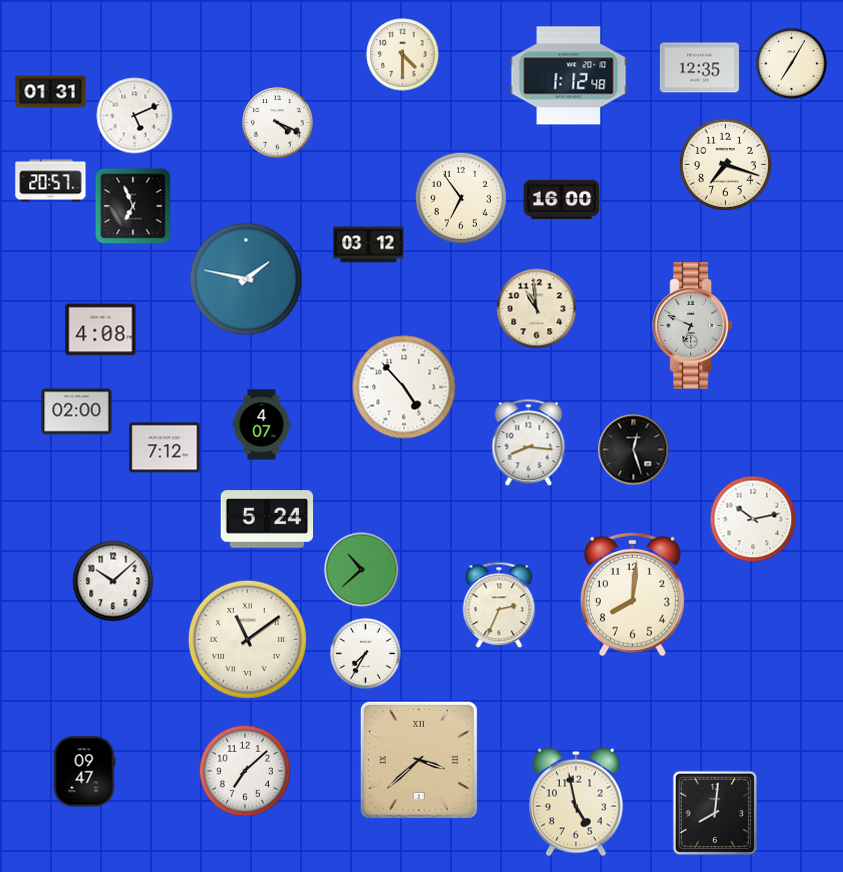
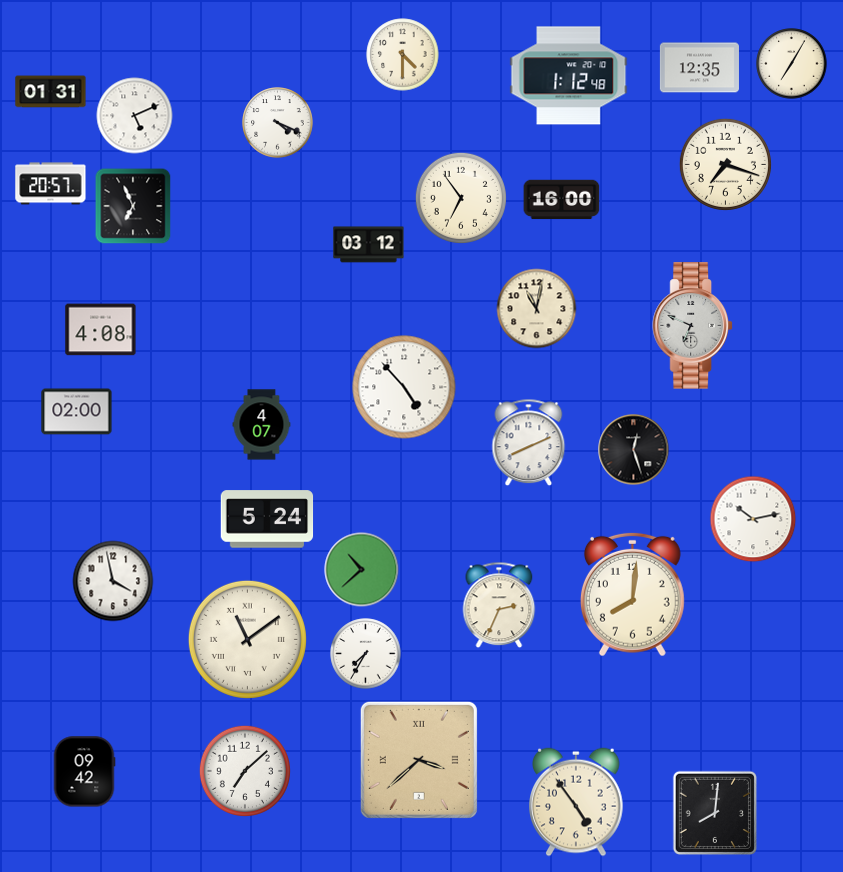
clock at (51, 181) position: (51, 181) -> (51, 184)
clock at (246, 279): 1:47 -> none
clock at (537, 309): 10:59 -> 11:02
clock at (529, 443): 8:16 -> 8:11
clock at (165, 448): 7:12 -> none
clock at (113, 581): 10:08 -> 3:58
clock at (84, 772): 09:47 -> 09:42
clock at (576, 802): 4:58 -> 4:54
